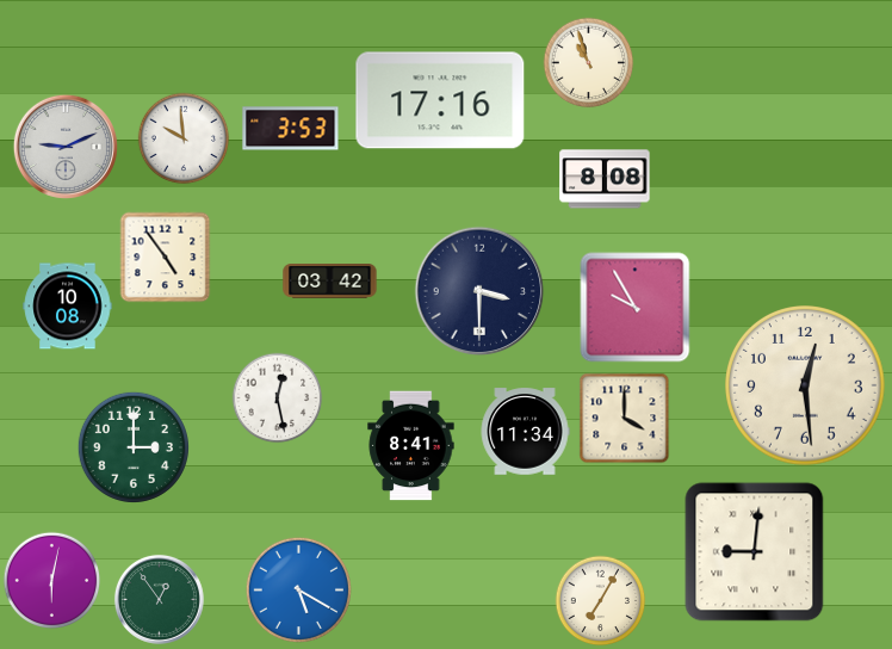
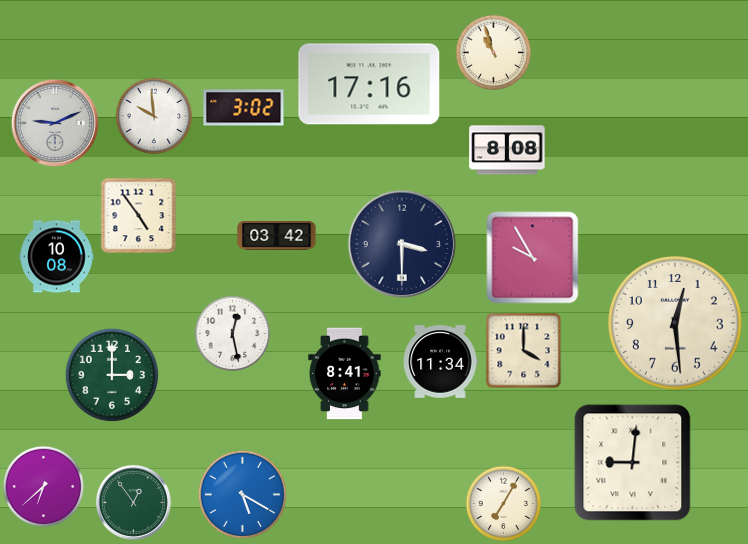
clock at (291, 129): 3:53 -> 3:02
clock at (52, 581): 6:02 -> 6:38
clock at (298, 589) position: (298, 589) -> (242, 494)
